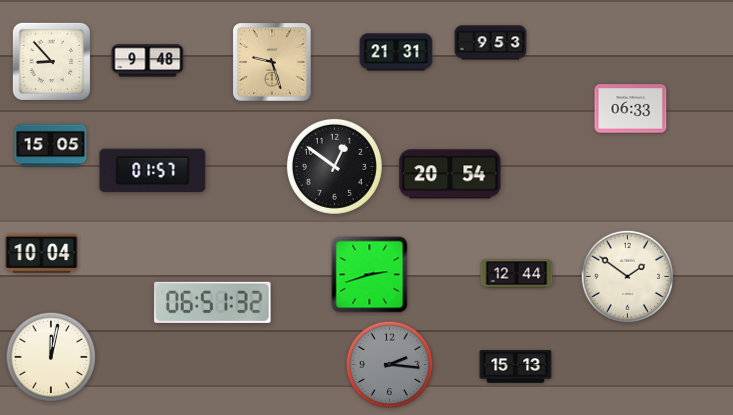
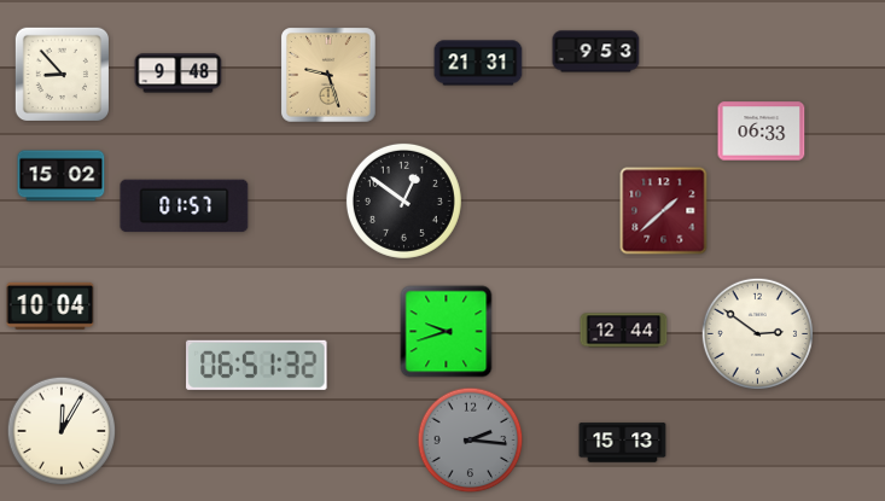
clock at (491, 43) position: (491, 43) -> (596, 52)
clock at (51, 146): 15:05 -> 15:02
clock at (450, 174): 20:54 -> none
clock at (664, 211): none -> 1:38
clock at (370, 275): 2:42 -> 9:42
clock at (627, 276): 1:51 -> 2:51
clock at (51, 357): 12:02 -> 12:05
